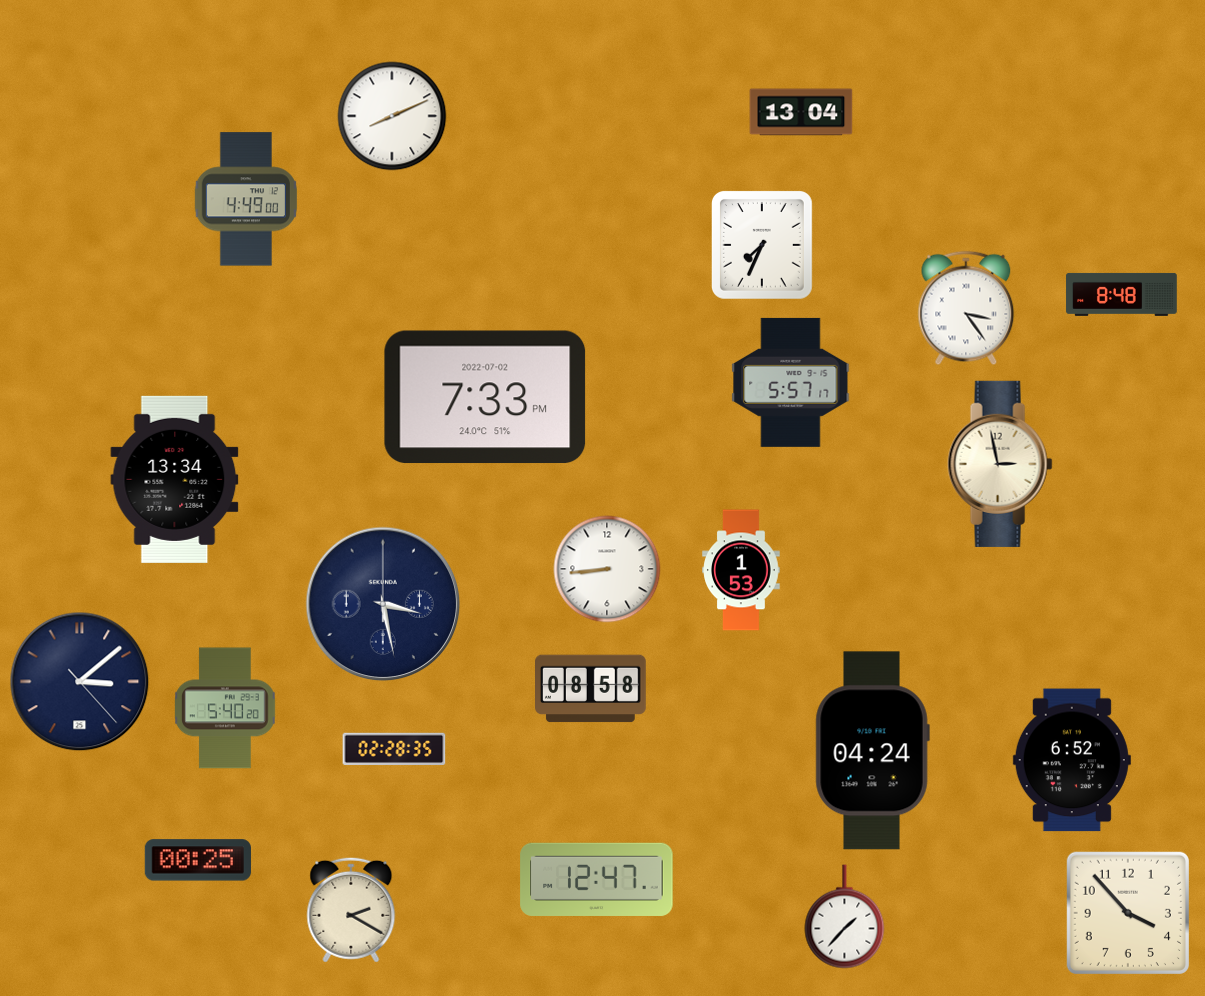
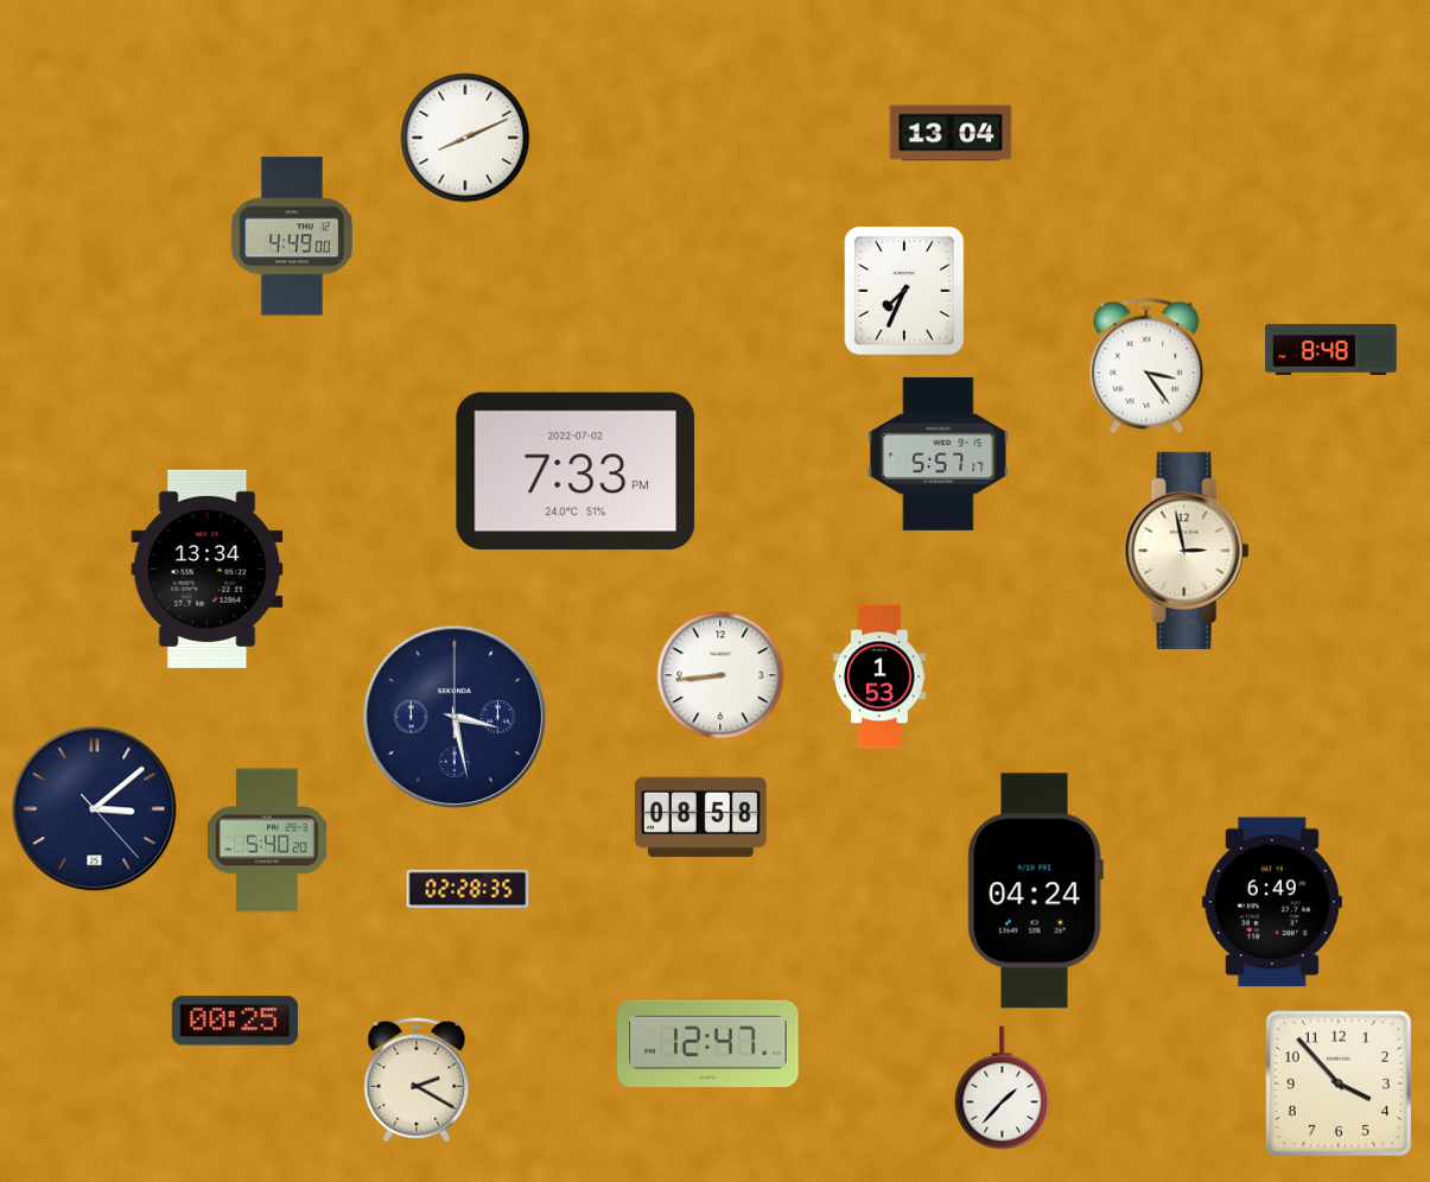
clock at (1072, 760): 6:52 -> 6:49
